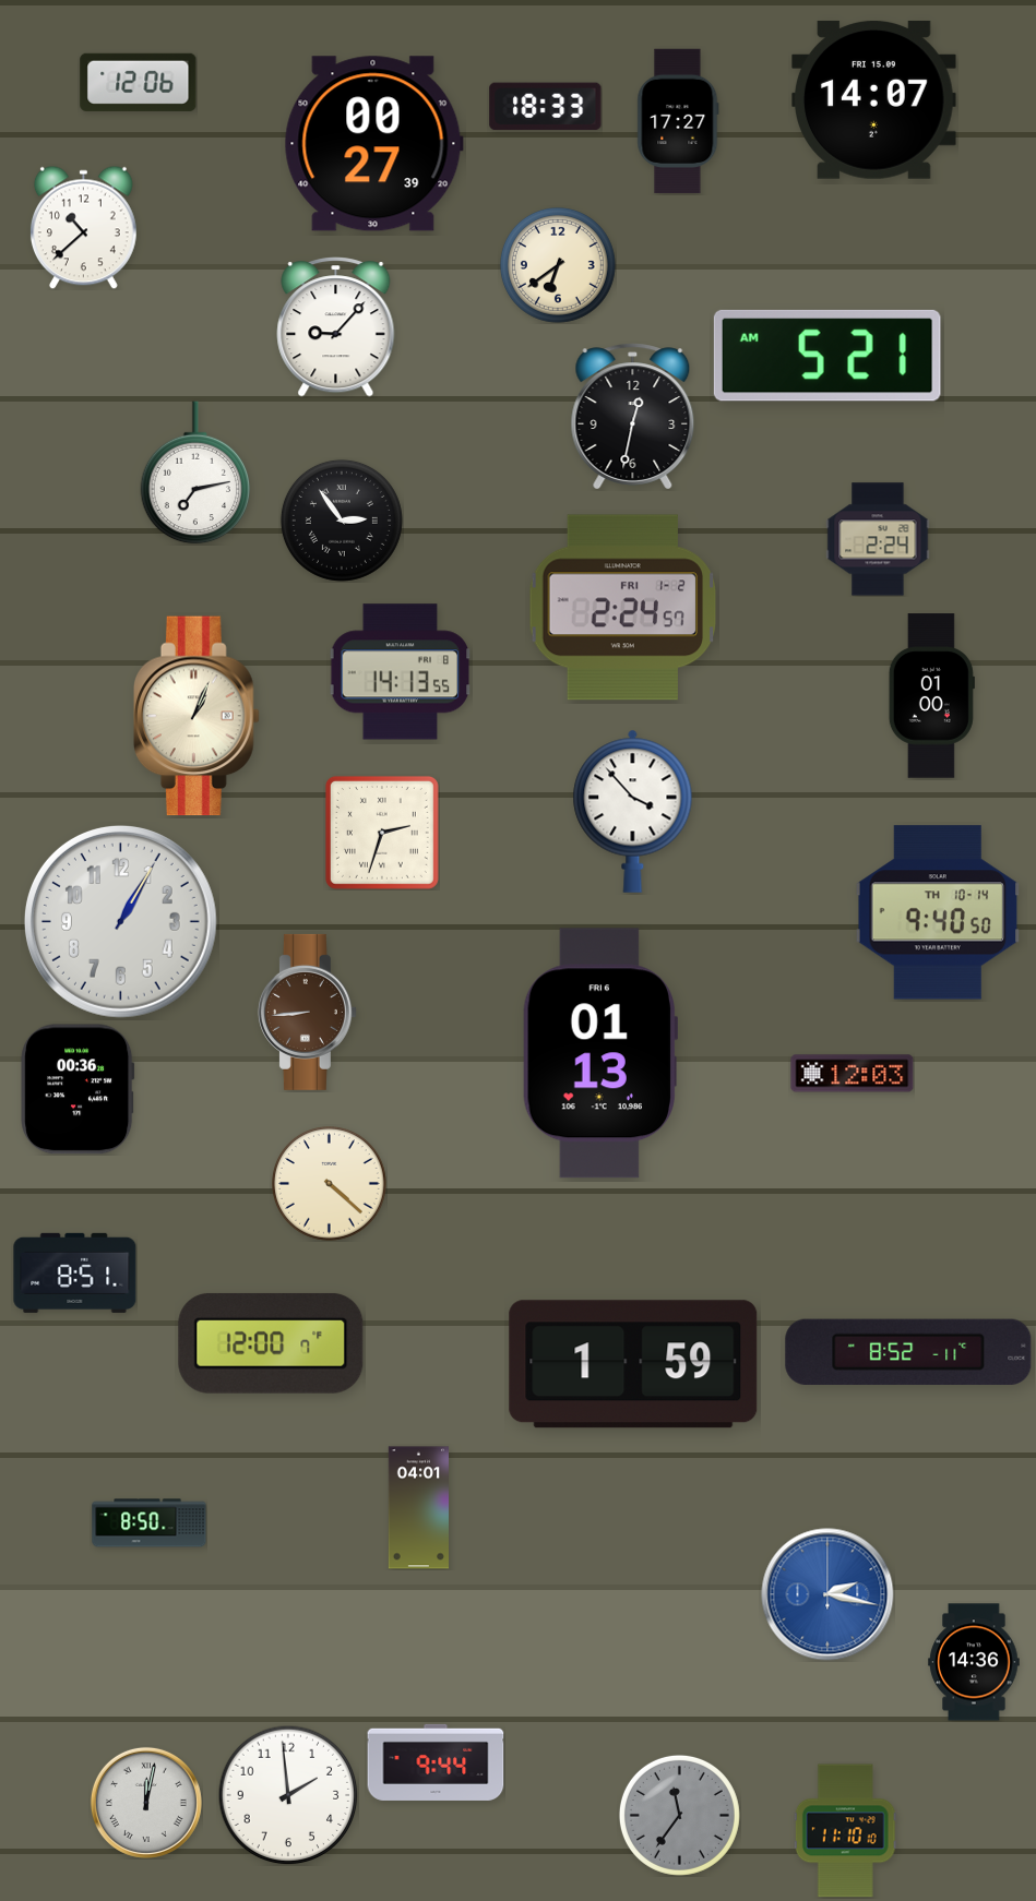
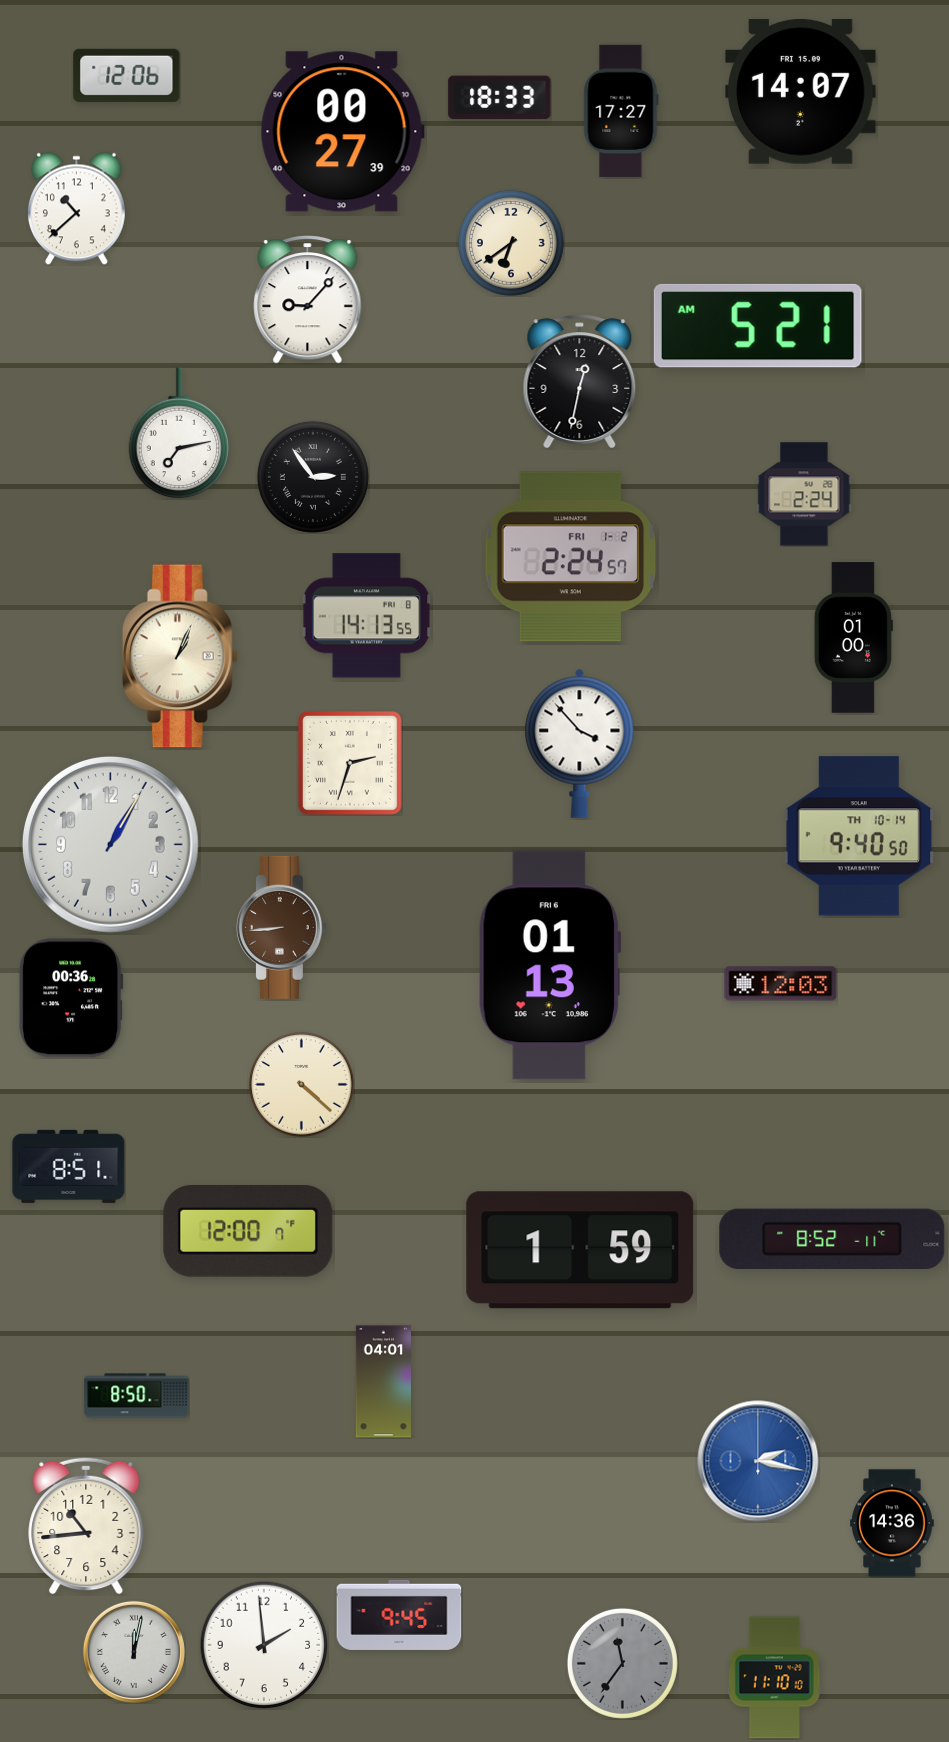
clock at (86, 1526): none -> 10:44
clock at (436, 1762): 9:44 -> 9:45
